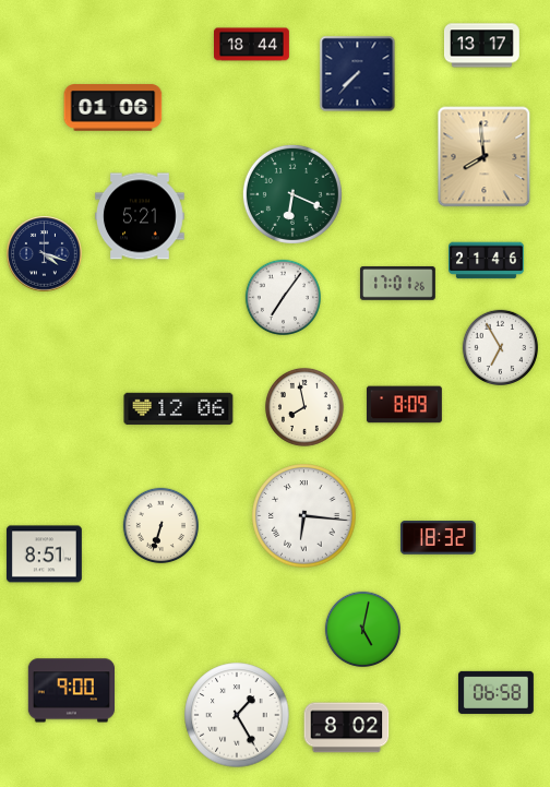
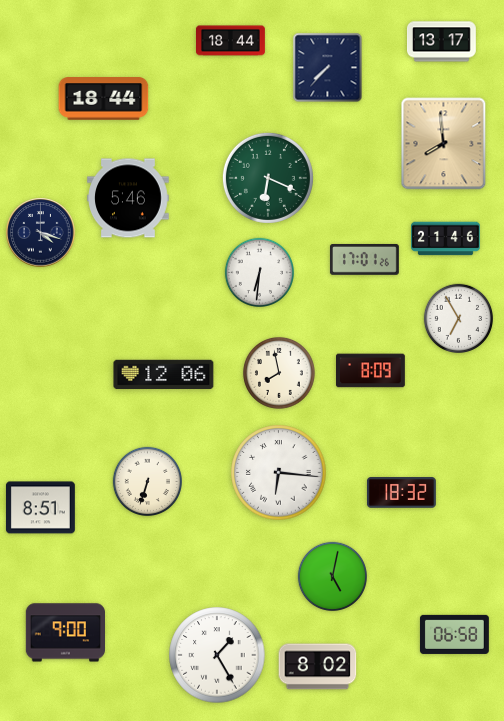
clock at (113, 108): 01:06 -> 18:44
clock at (140, 216): 5:21 -> 5:46
clock at (283, 297): 7:06 -> 6:31
